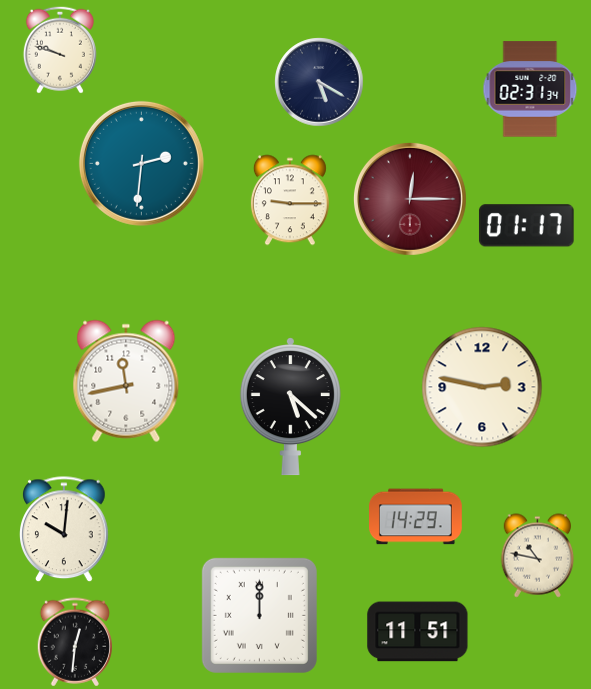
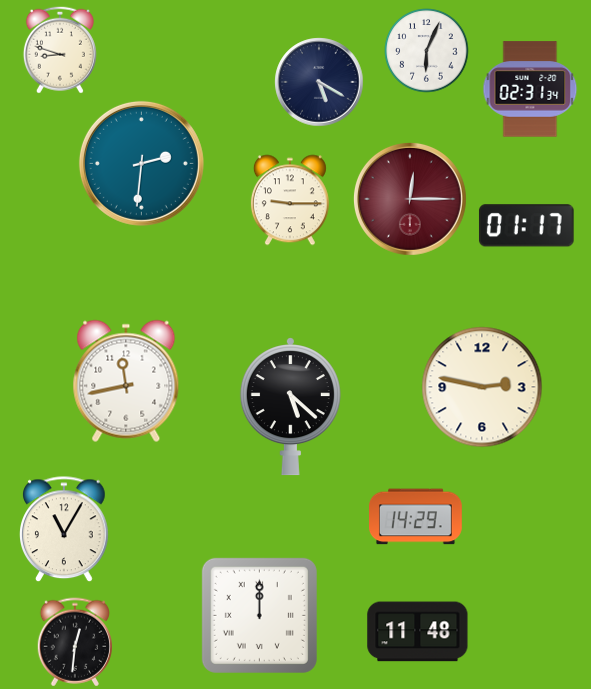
clock at (60, 50): 9:48 -> 8:48
clock at (427, 51): none -> 6:04
clock at (65, 530): 10:01 -> 11:05
clock at (538, 556): 10:47 -> none
clock at (418, 632): 11:51 -> 11:48
